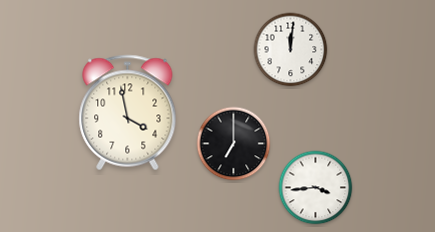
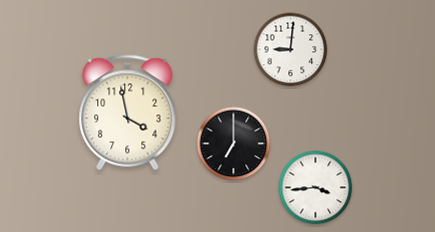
clock at (291, 50): 12:01 -> 9:01
